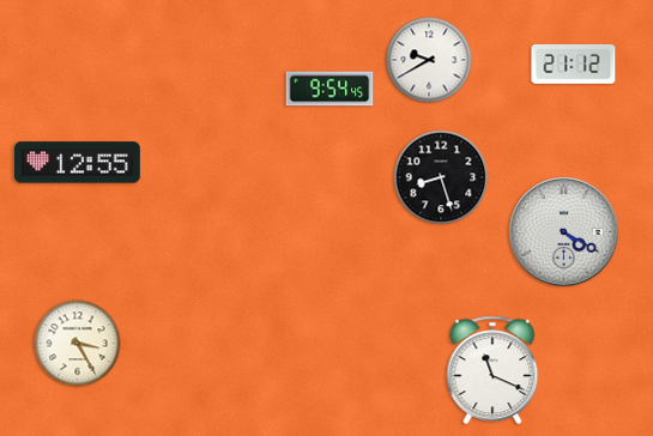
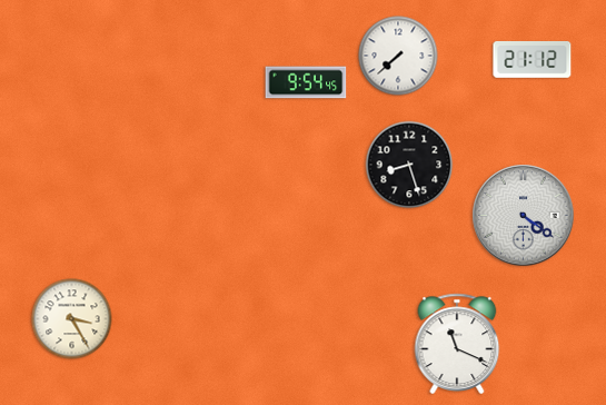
clock at (429, 60): 9:40 -> 7:38
clock at (78, 163): 12:55 -> none
clock at (564, 232): 4:20 -> 4:21
